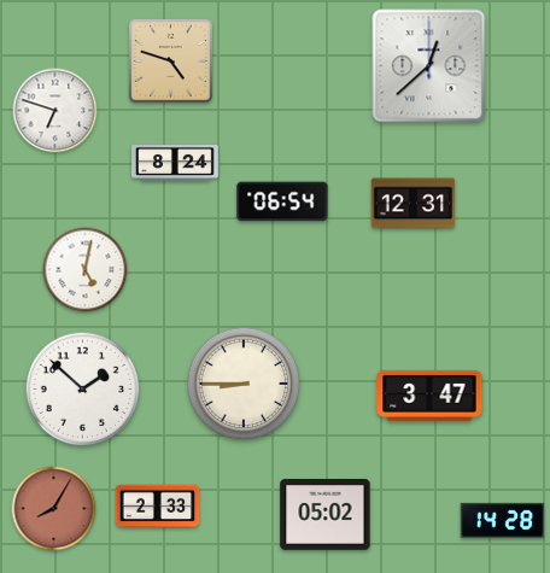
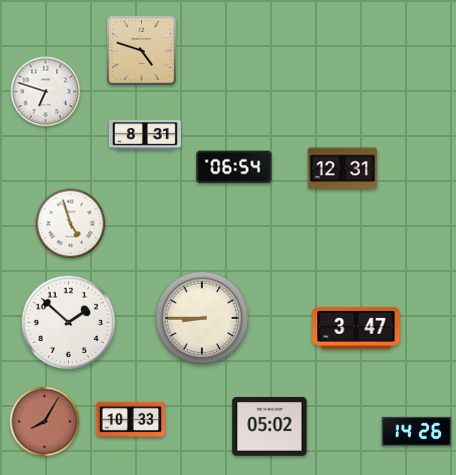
clock at (429, 66): 12:38 -> none
clock at (175, 163): 8:24 -> 8:31
clock at (86, 270): 5:02 -> 4:57
clock at (158, 507): 2:33 -> 10:33
clock at (502, 520): 14:28 -> 14:26
